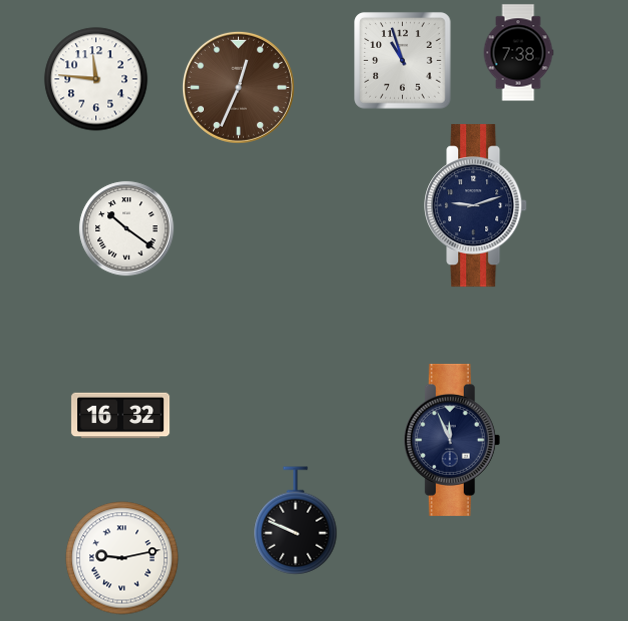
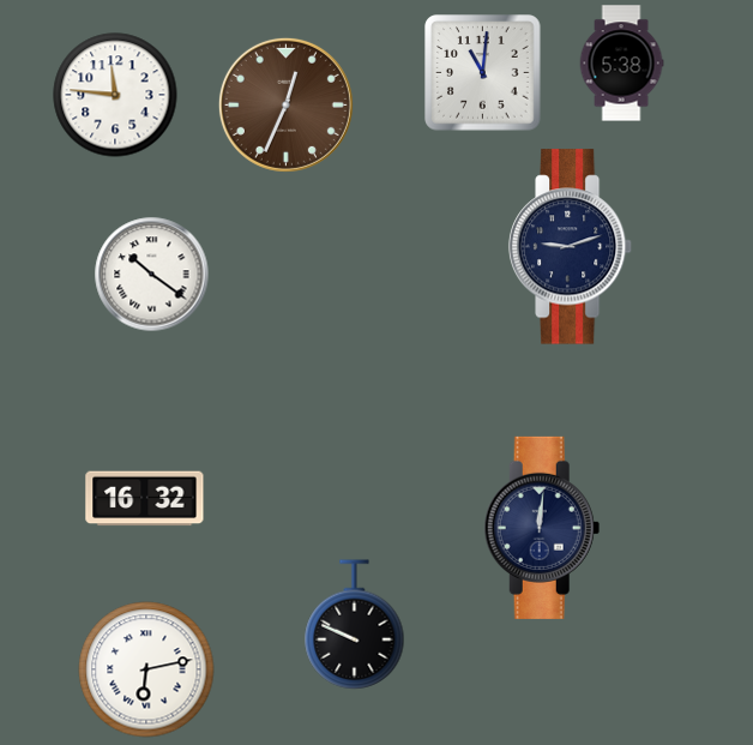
clock at (518, 53): 7:38 -> 5:38
clock at (403, 61): 10:57 -> 11:01
clock at (452, 440): 11:56 -> 12:01
clock at (122, 558): 9:13 -> 6:13
